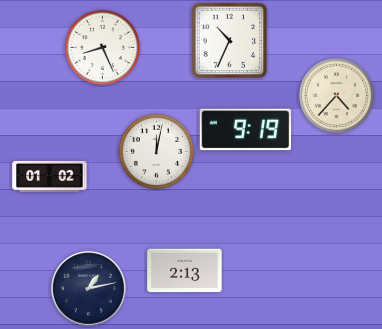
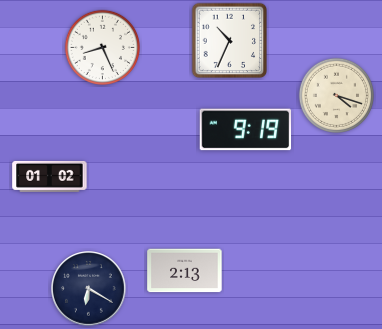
clock at (336, 95): 4:37 -> 4:18
clock at (156, 151): 12:02 -> none
clock at (89, 289): 1:13 -> 6:20
